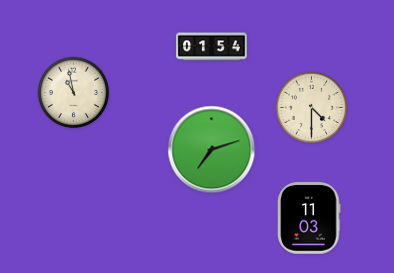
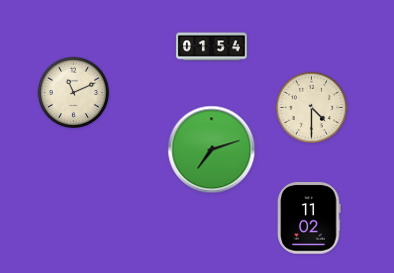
clock at (74, 93): 10:58 -> 11:11
clock at (309, 218): 11:03 -> 11:02
